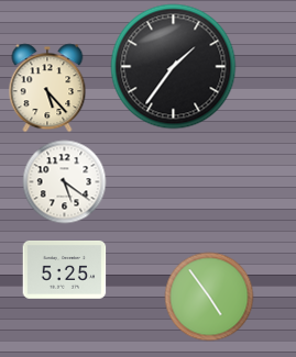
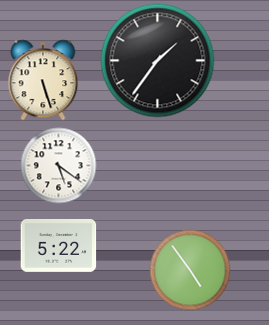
clock at (47, 88): 5:23 -> 5:27
clock at (65, 270): 5:25 -> 5:22
